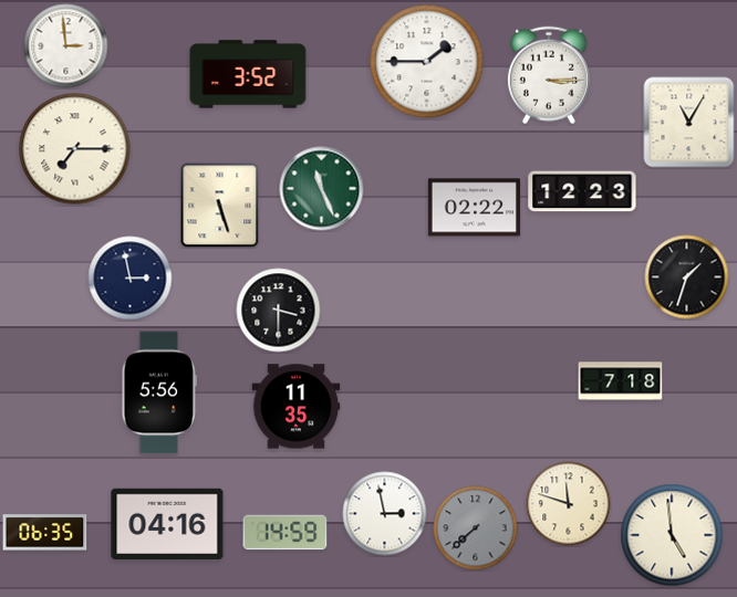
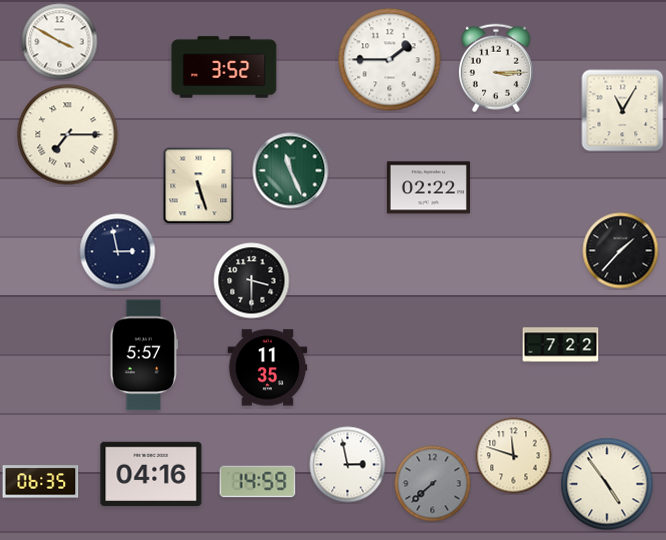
clock at (66, 46): 2:59 -> 3:50
clock at (427, 62) position: (427, 62) -> (390, 60)
clock at (582, 191): 12:23 -> none
clock at (687, 277): 1:33 -> 1:37
clock at (621, 381): 7:18 -> 7:22
clock at (159, 392): 5:56 -> 5:57
clock at (476, 528) position: (476, 528) -> (433, 484)
clock at (672, 535): 4:59 -> 4:54
